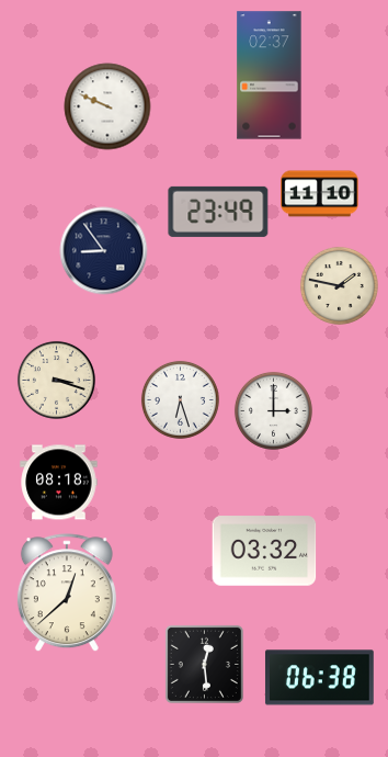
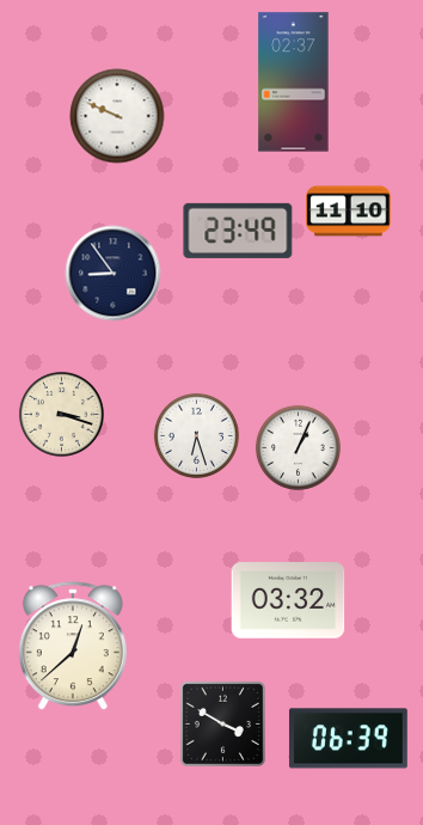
clock at (339, 285): 1:47 -> none
clock at (273, 410): 3:00 -> 1:04
clock at (59, 483): 08:18 -> none
clock at (204, 664): 12:29 -> 3:50
clock at (319, 678): 06:38 -> 06:39
